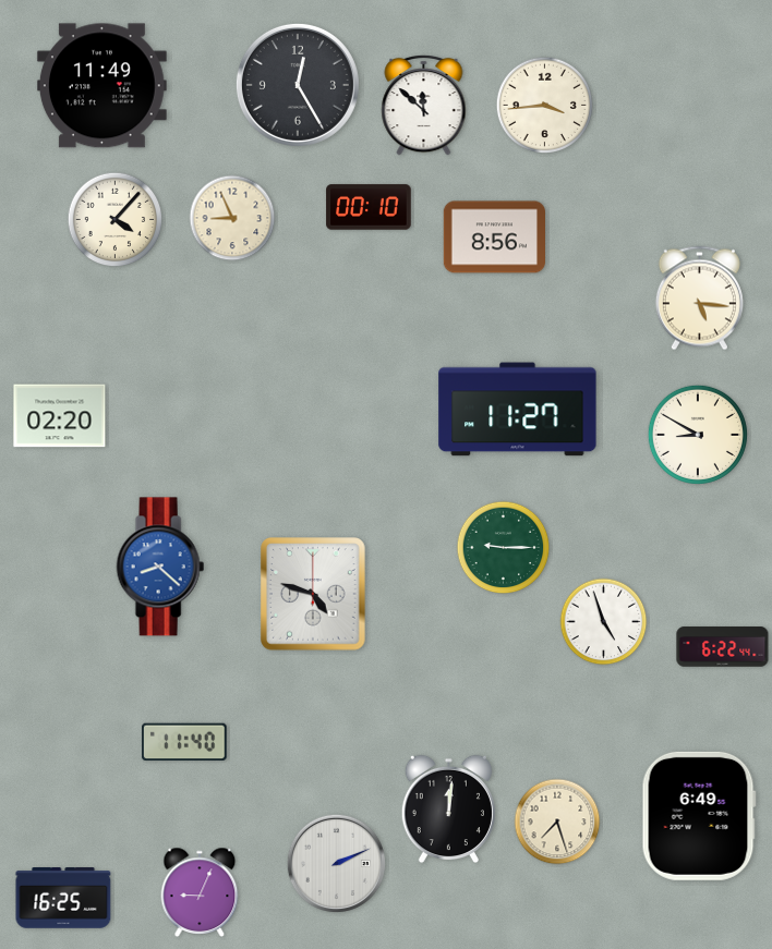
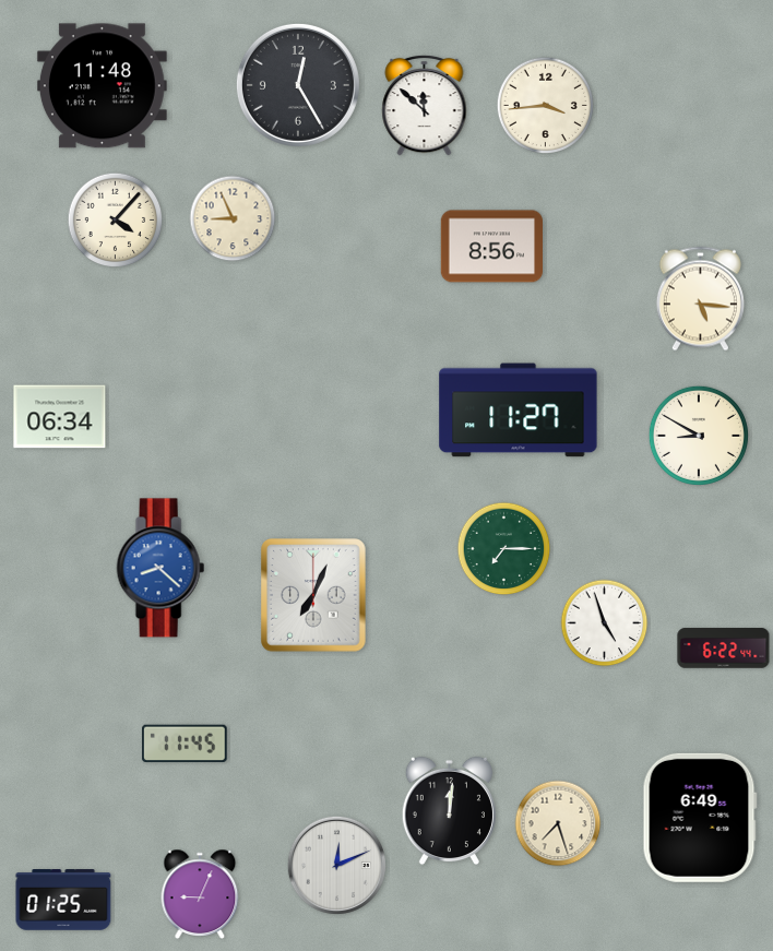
clock at (101, 86): 11:49 -> 11:48
clock at (369, 207): 00:10 -> none
clock at (494, 238) position: (494, 238) -> (491, 247)
clock at (60, 416): 02:20 -> 06:34
clock at (504, 548): 9:15 -> 7:15
clock at (313, 594): 4:48 -> 7:04
clock at (184, 742): 11:40 -> 11:45
clock at (336, 863): 2:11 -> 12:11
clock at (63, 898): 16:25 -> 01:25
